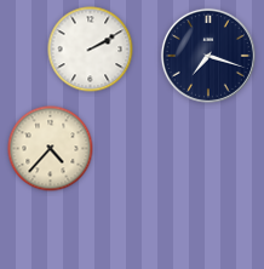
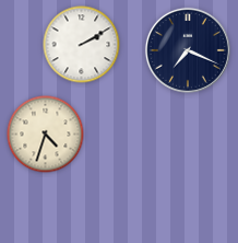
clock at (208, 56): 7:18 -> 7:19
clock at (51, 149): 4:37 -> 4:33
